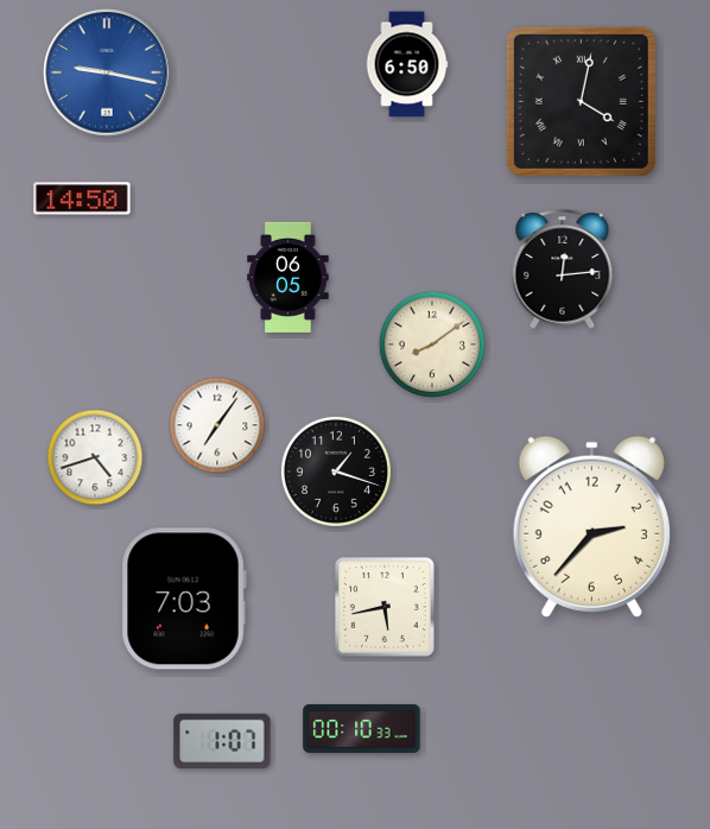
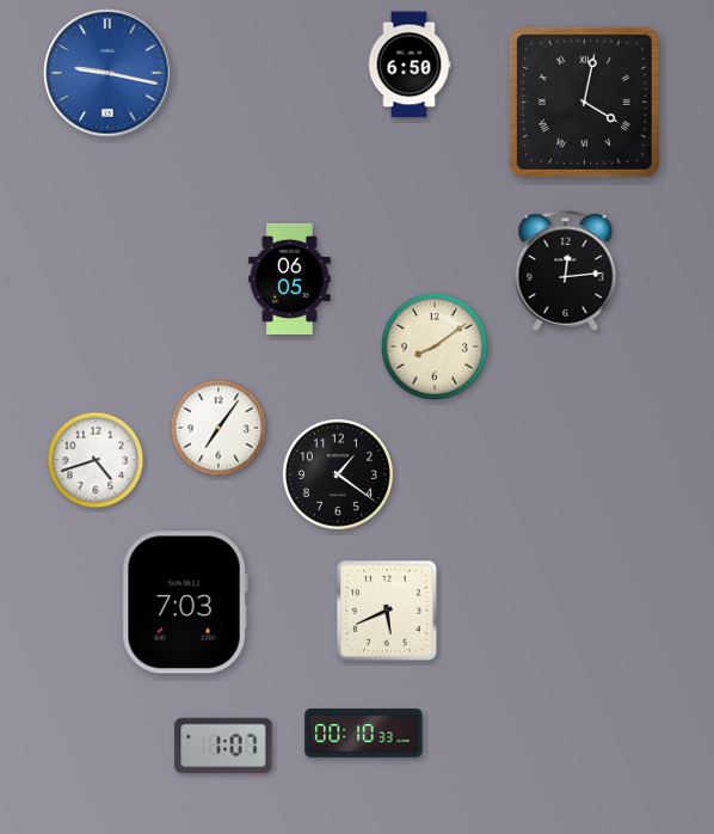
clock at (82, 198): 14:50 -> none
clock at (336, 472): 1:18 -> 1:21
clock at (591, 526): 2:37 -> none
clock at (385, 607): 5:43 -> 5:41
